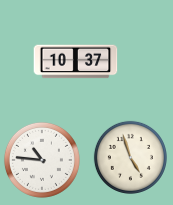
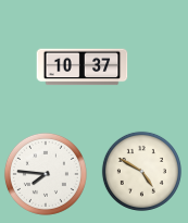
clock at (130, 157): 4:57 -> 4:50
clock at (42, 160): 10:46 -> 7:46
